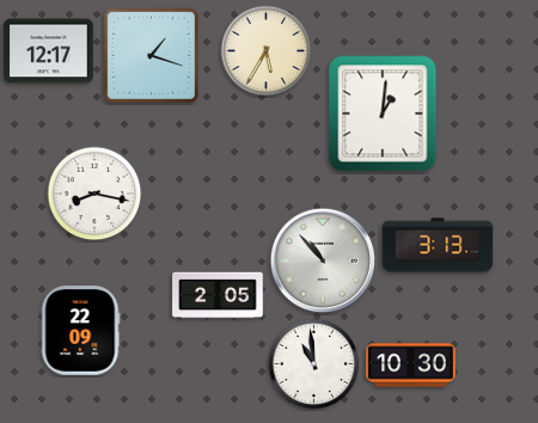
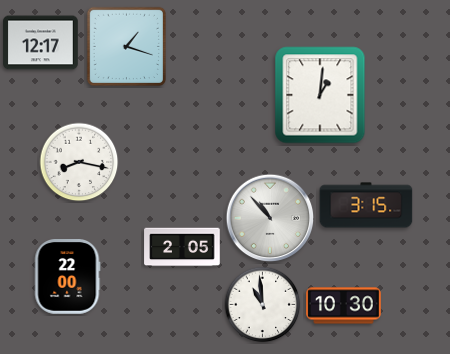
clock at (267, 51): 5:35 -> none
clock at (438, 245): 3:13 -> 3:15
clock at (80, 331): 22:09 -> 22:00
